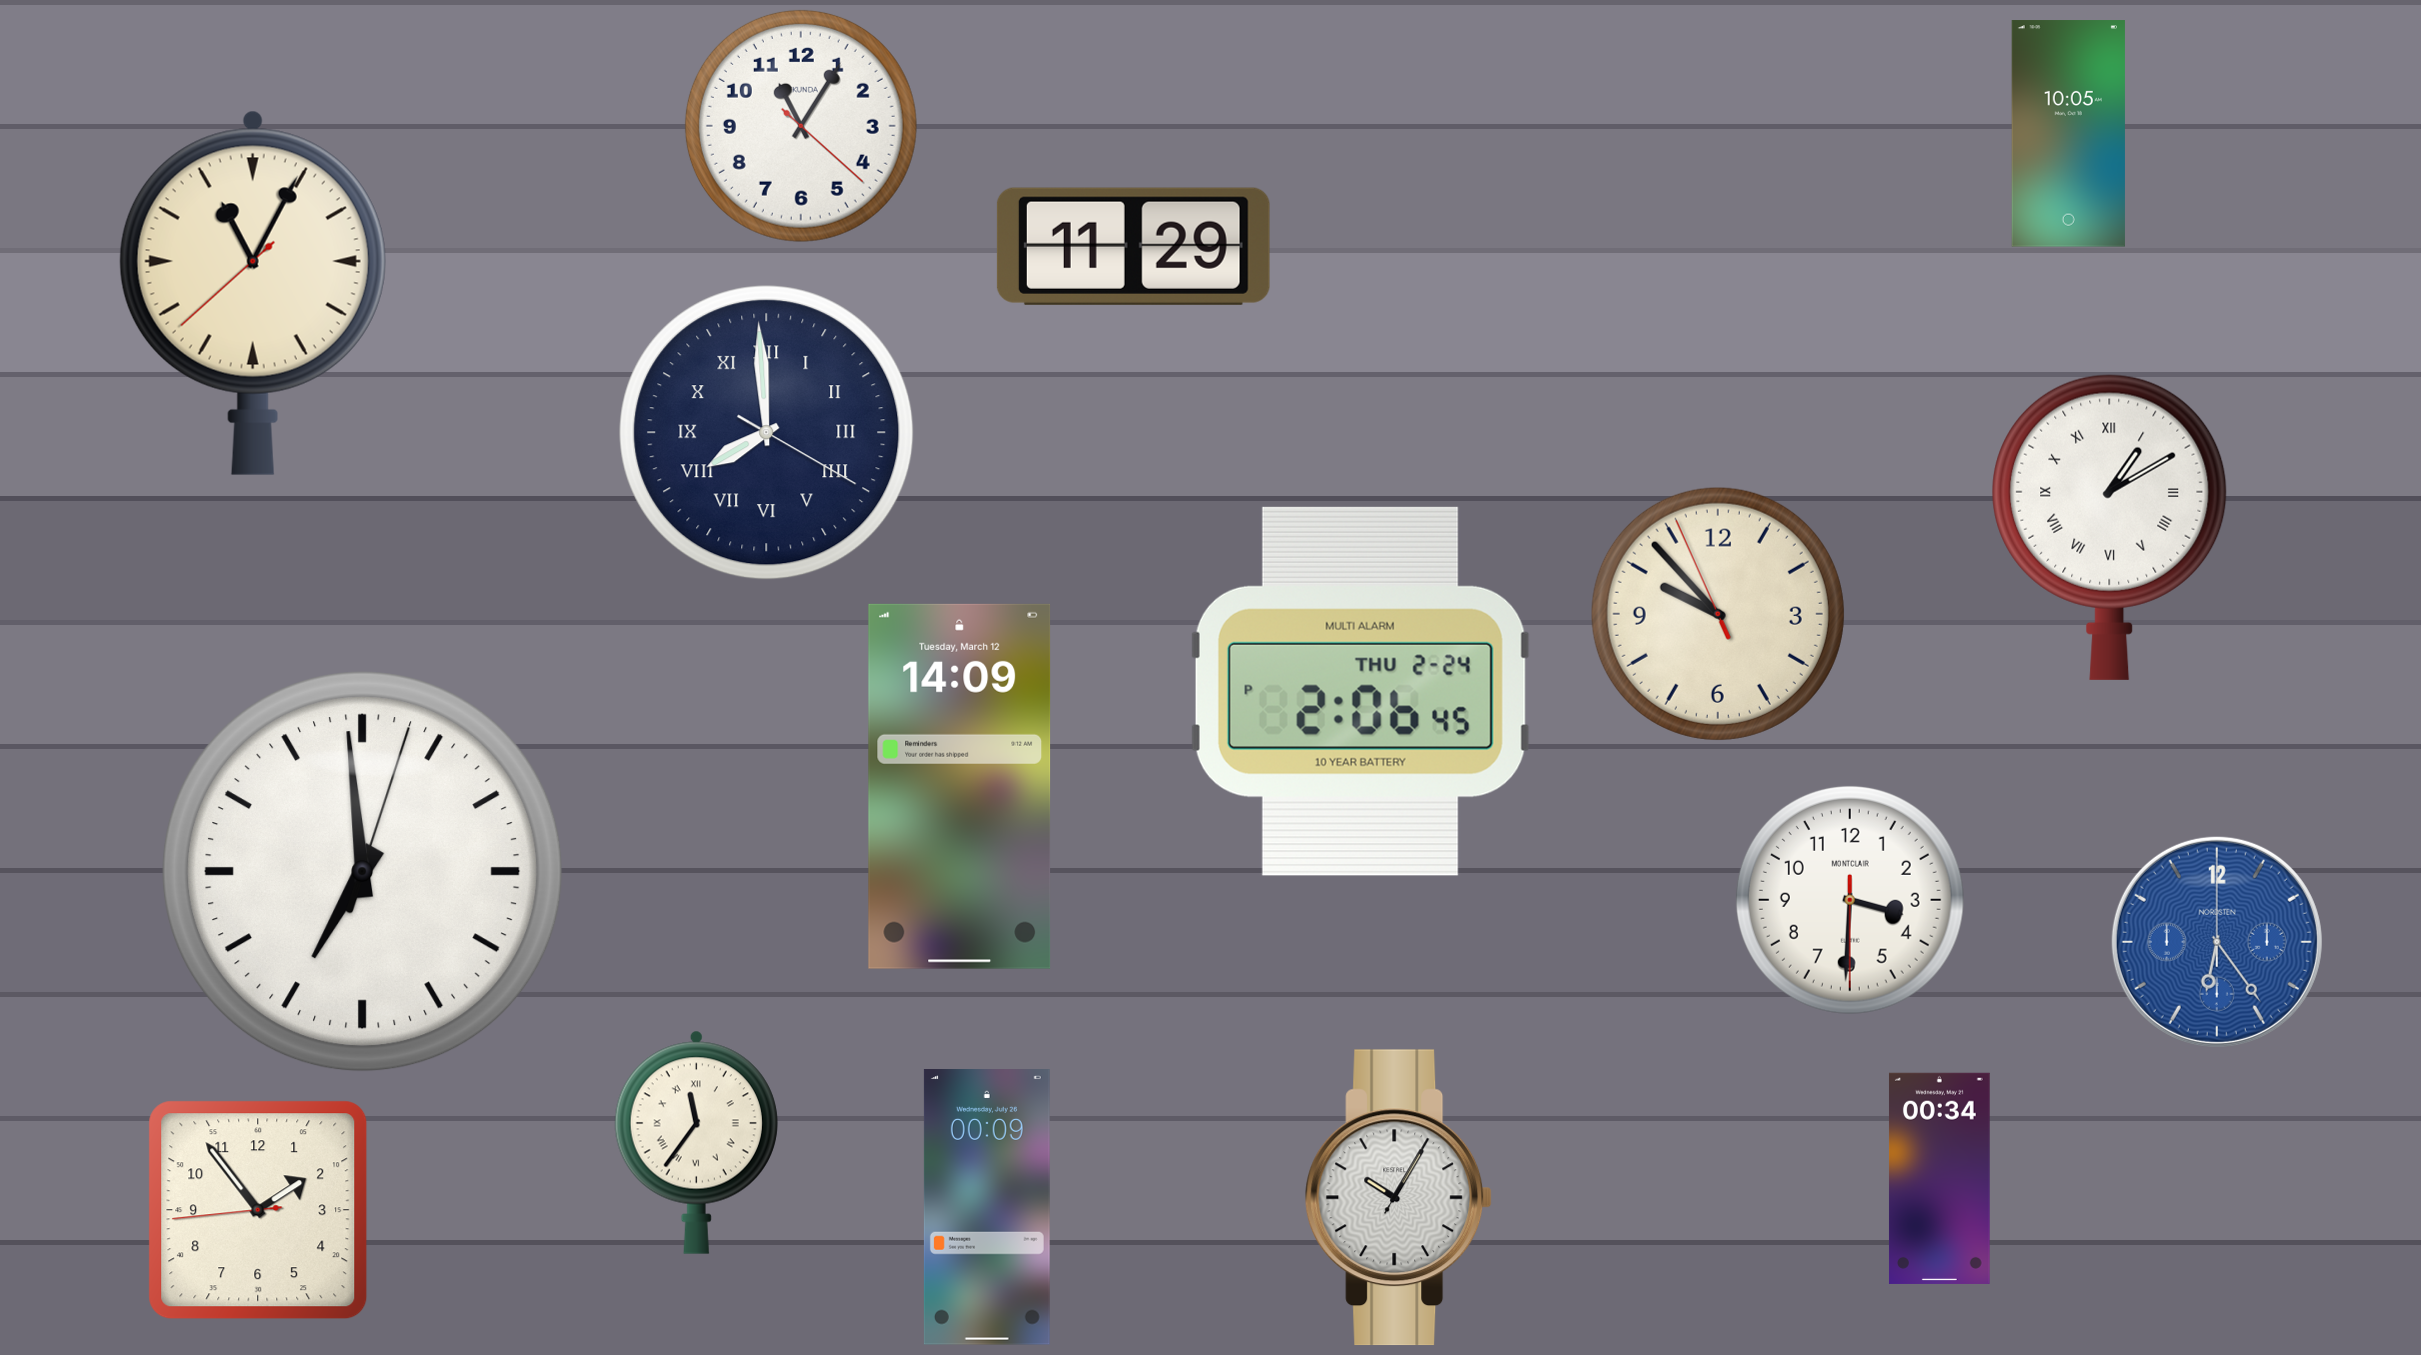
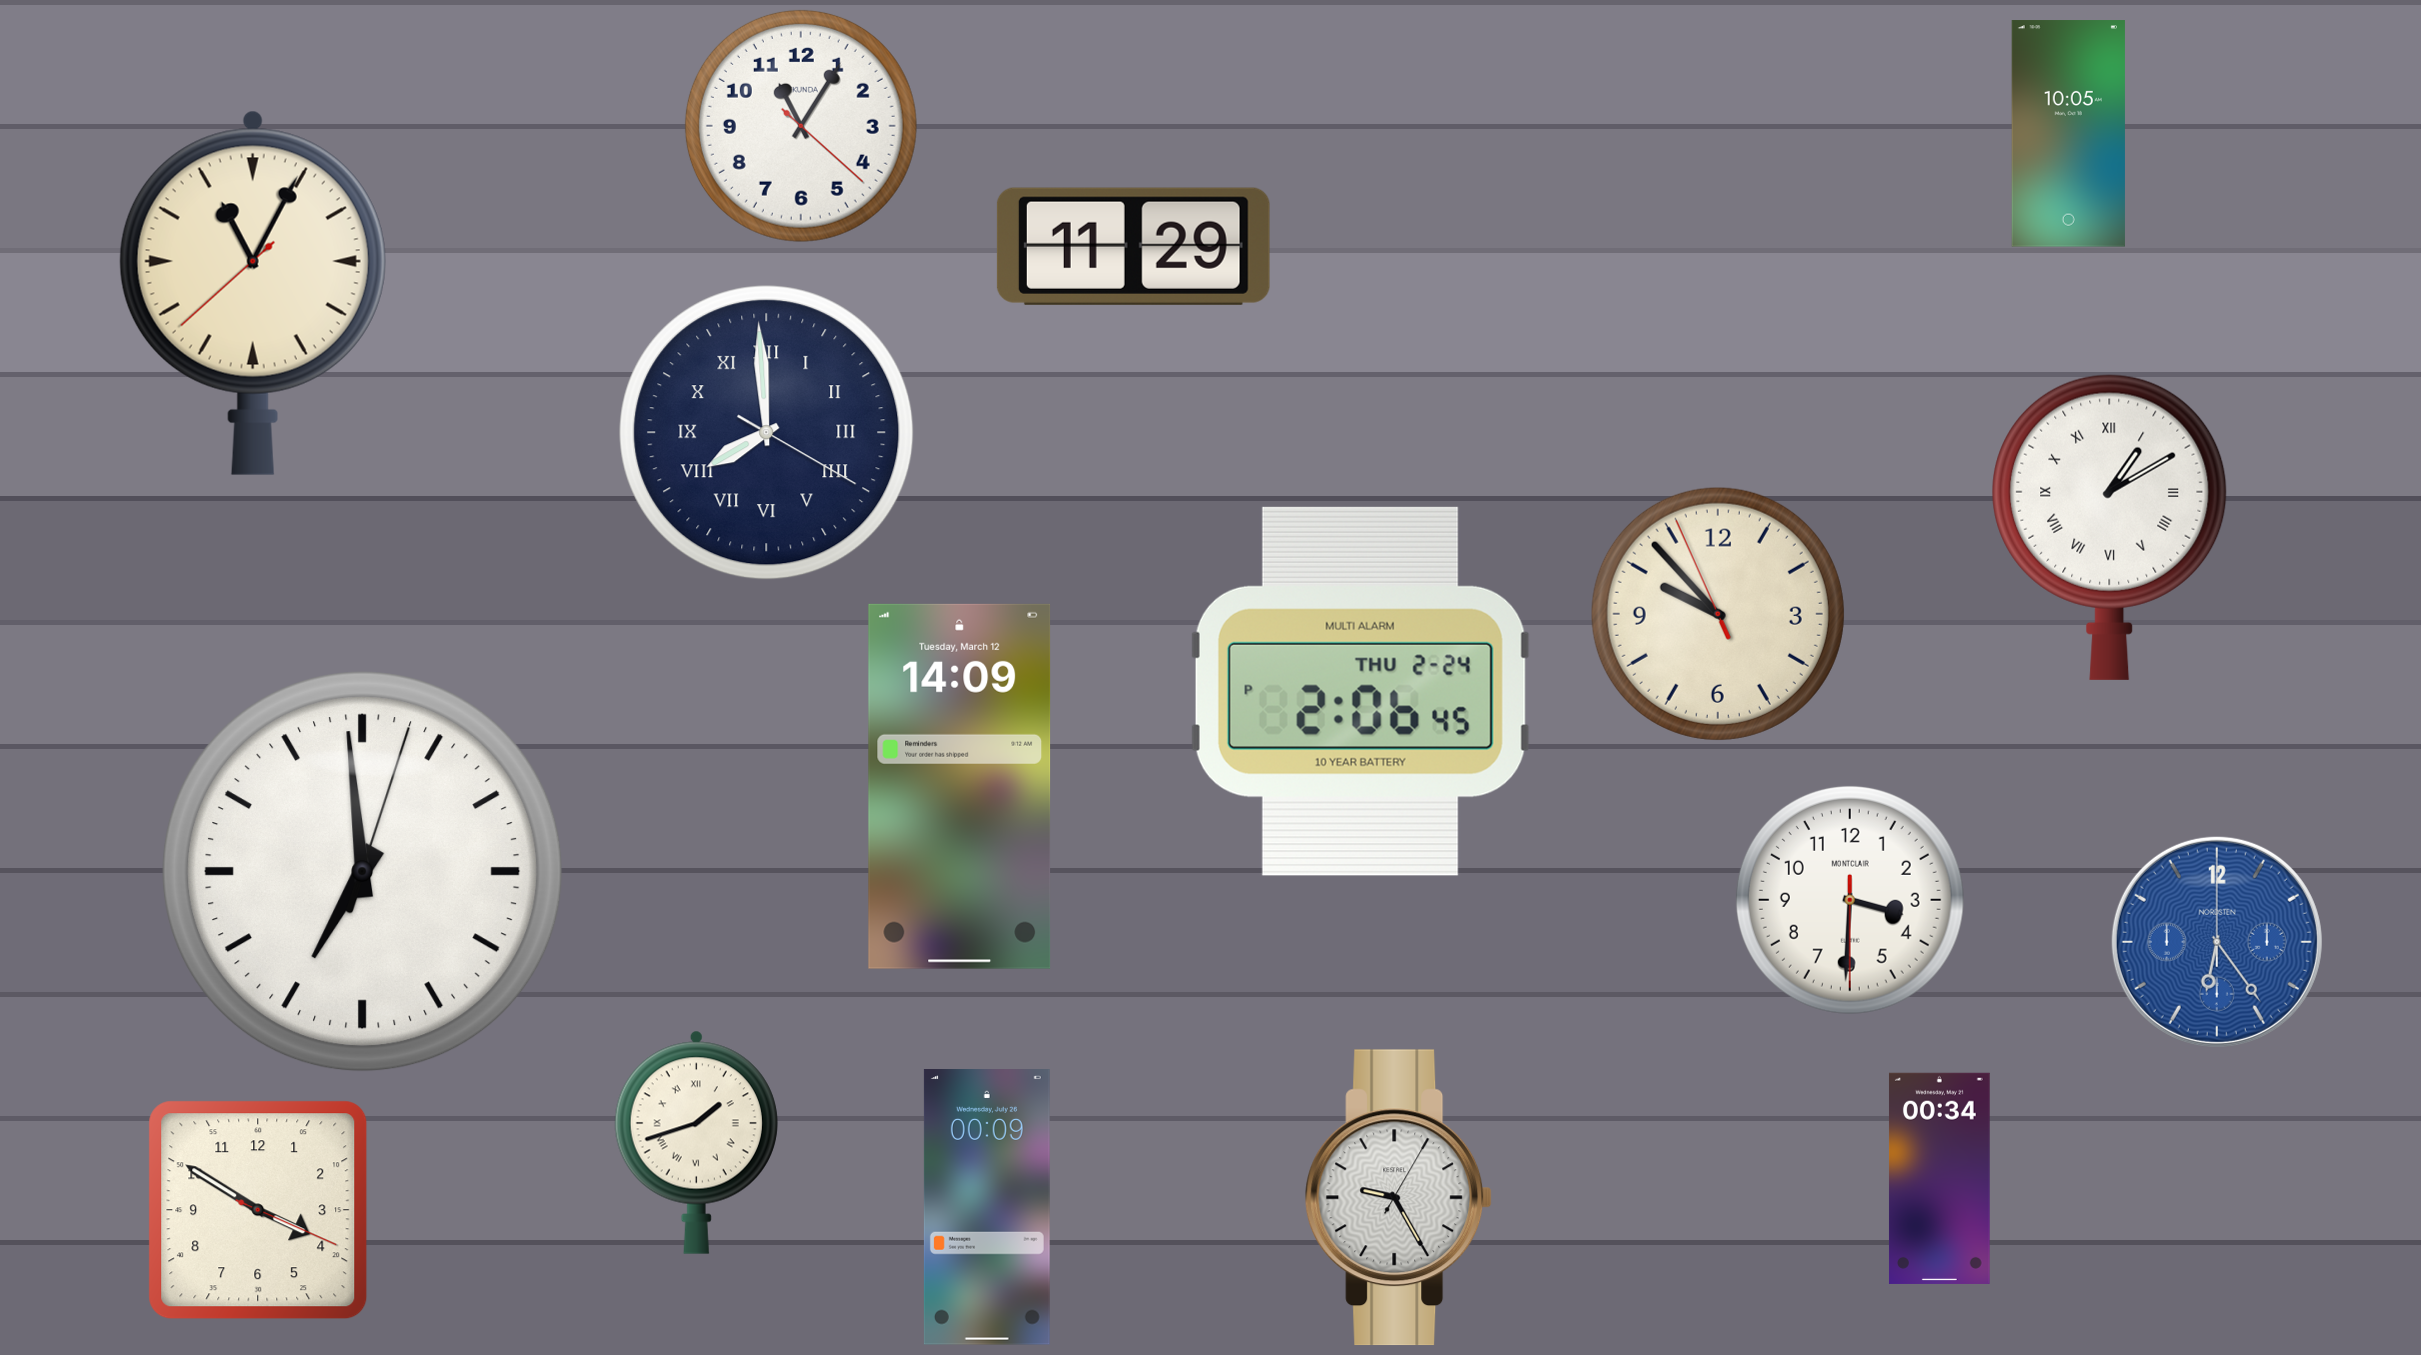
clock at (696, 1142): 11:36 -> 1:42
clock at (1399, 1198): 10:05 -> 9:25
clock at (258, 1210): 1:53 -> 3:50
